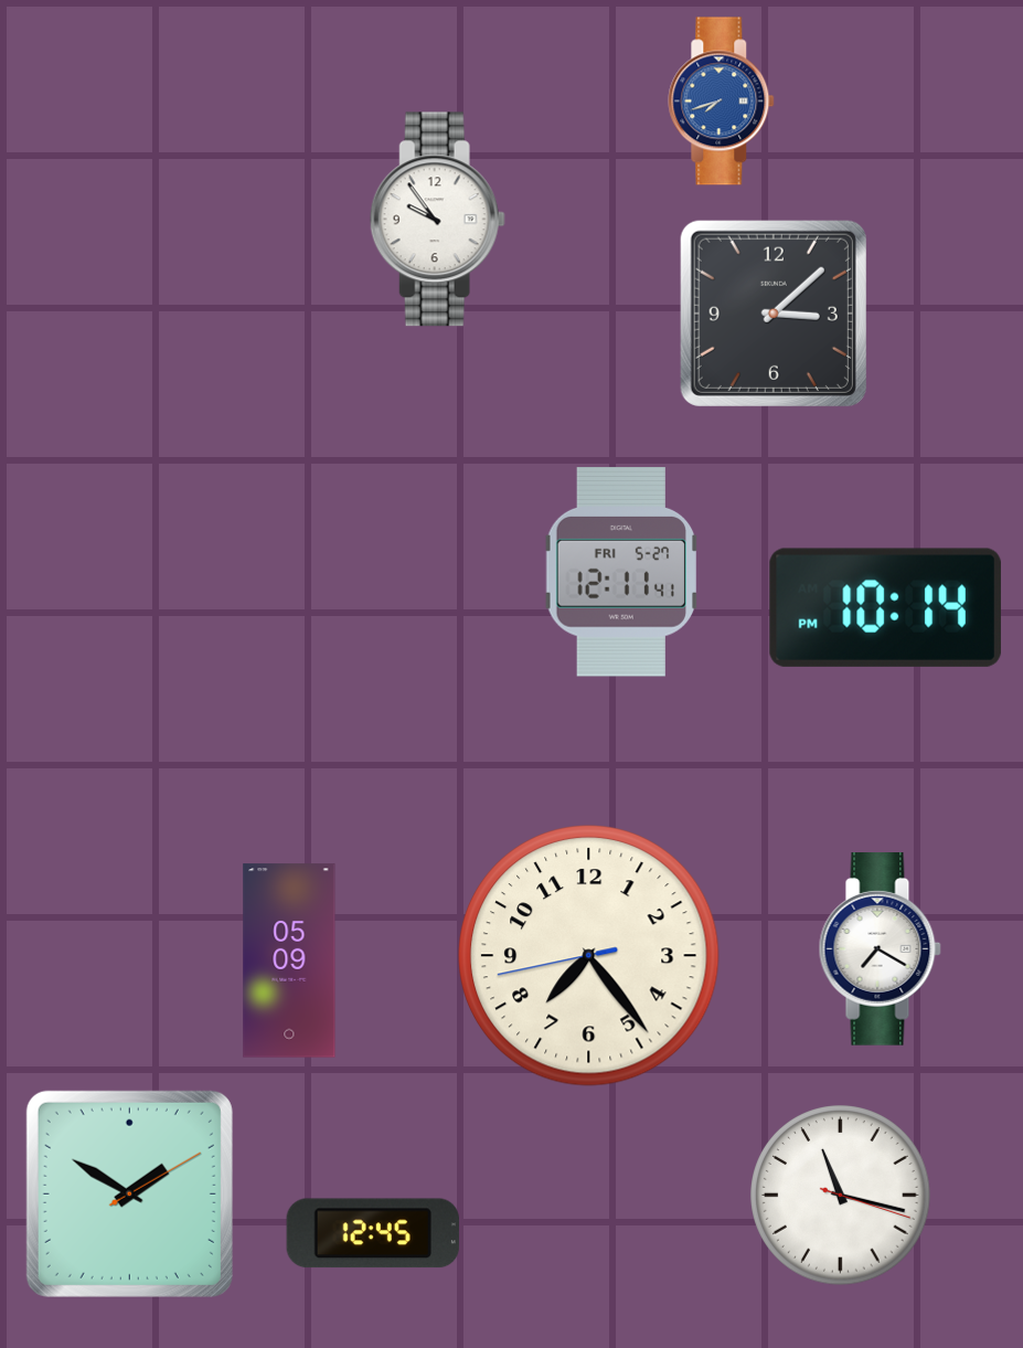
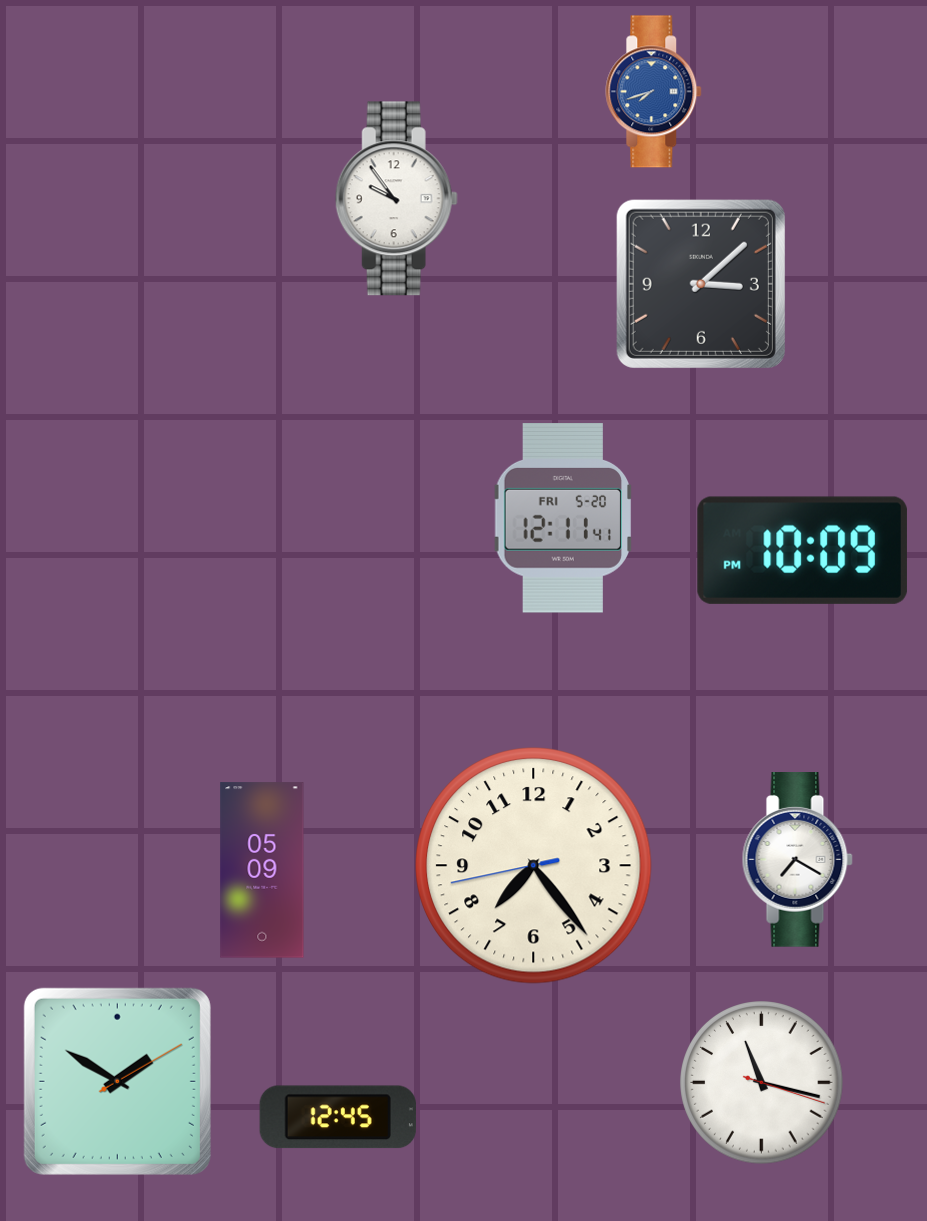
clock at (621, 572) date: FRI 5-27 -> FRI 5-20
clock at (885, 607): 10:14 -> 10:09
